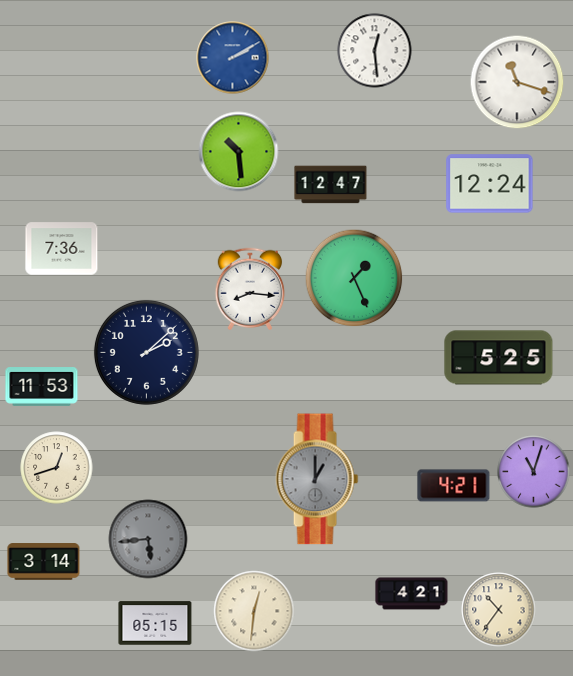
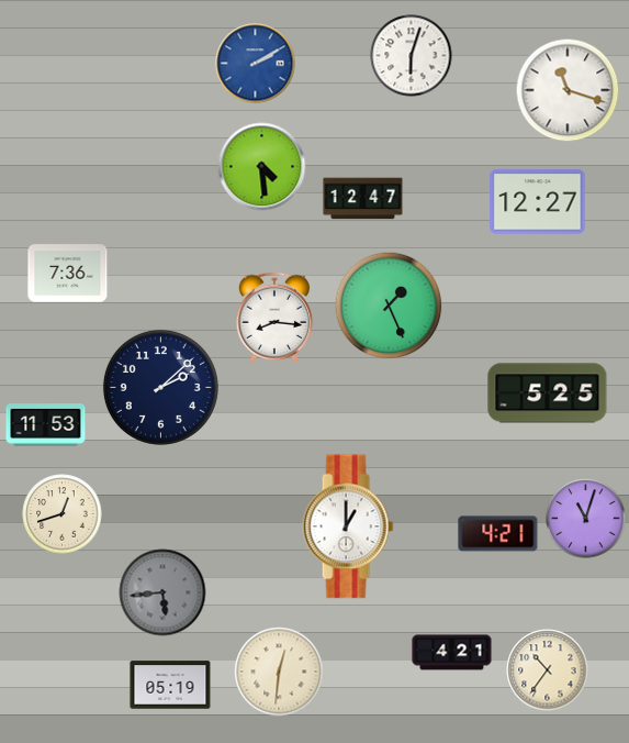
clock at (375, 51): 12:29 -> 6:03
clock at (239, 152): 10:29 -> 4:29
clock at (490, 184): 12:24 -> 12:27
clock at (331, 185) position: (331, 185) -> (363, 199)
clock at (317, 479) dial: grey -> white
clock at (44, 562): 3:14 -> none
clock at (155, 623): 05:15 -> 05:19
